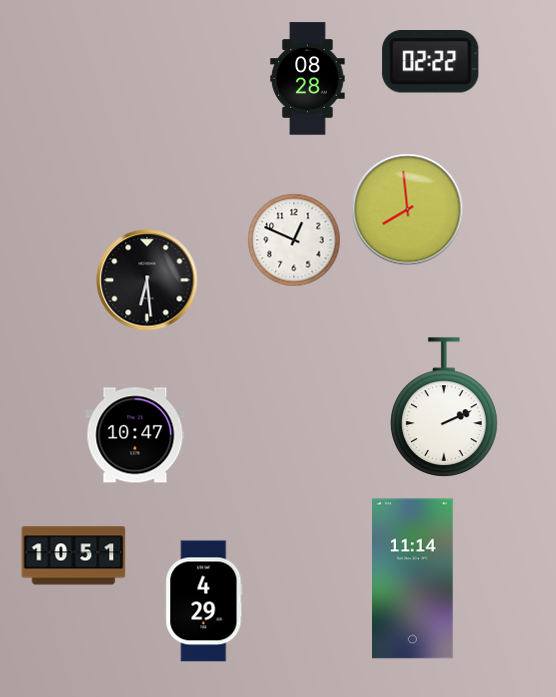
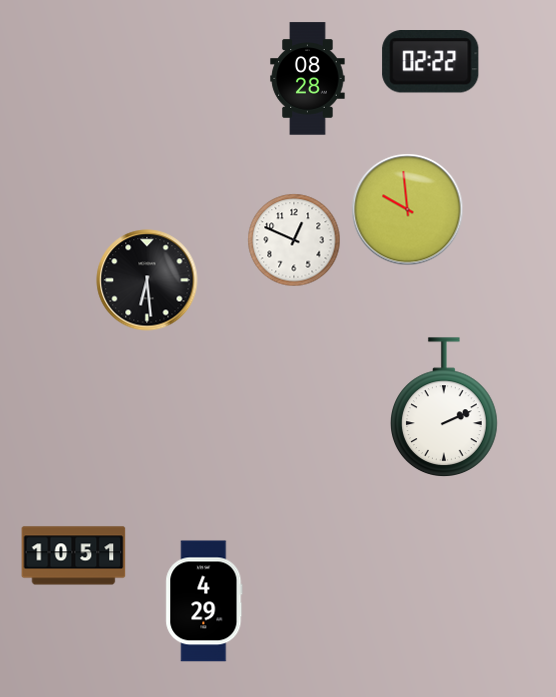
clock at (408, 210): 7:59 -> 9:59
clock at (135, 435): 10:47 -> none
clock at (413, 579): 11:14 -> none
